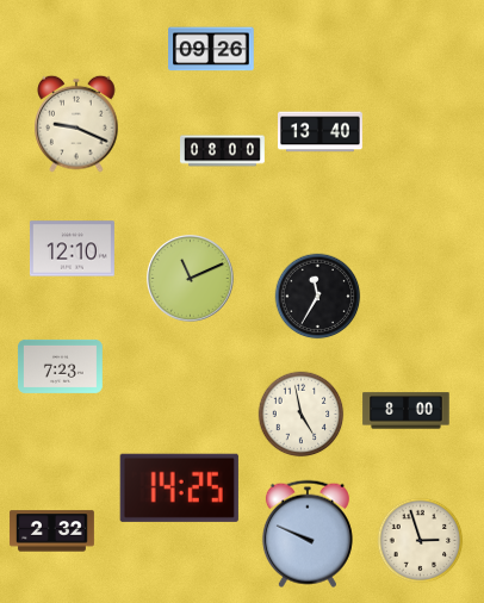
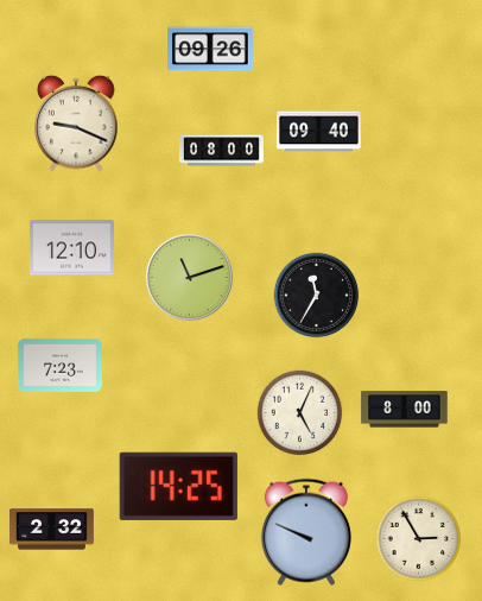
clock at (321, 132): 13:40 -> 09:40
clock at (191, 279): 11:11 -> 11:12
clock at (302, 415): 4:58 -> 5:04
clock at (421, 541): 2:57 -> 2:55
